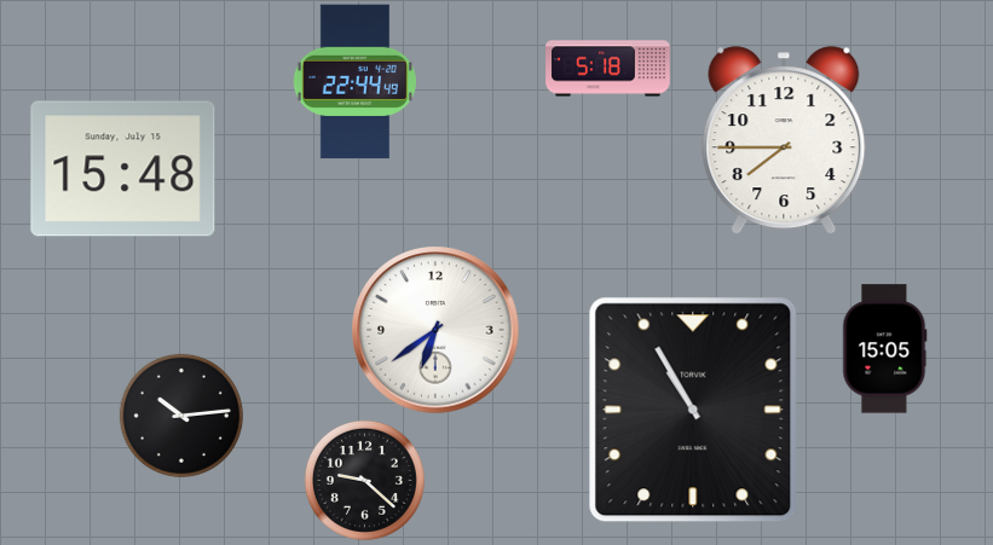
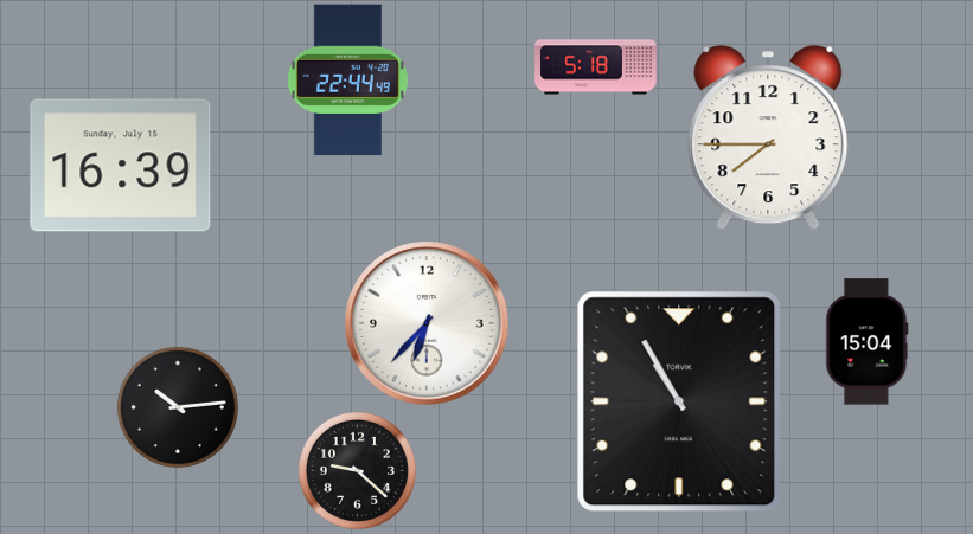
clock at (123, 169): 15:48 -> 16:39
clock at (435, 330): 6:39 -> 6:37
clock at (885, 349): 15:05 -> 15:04
